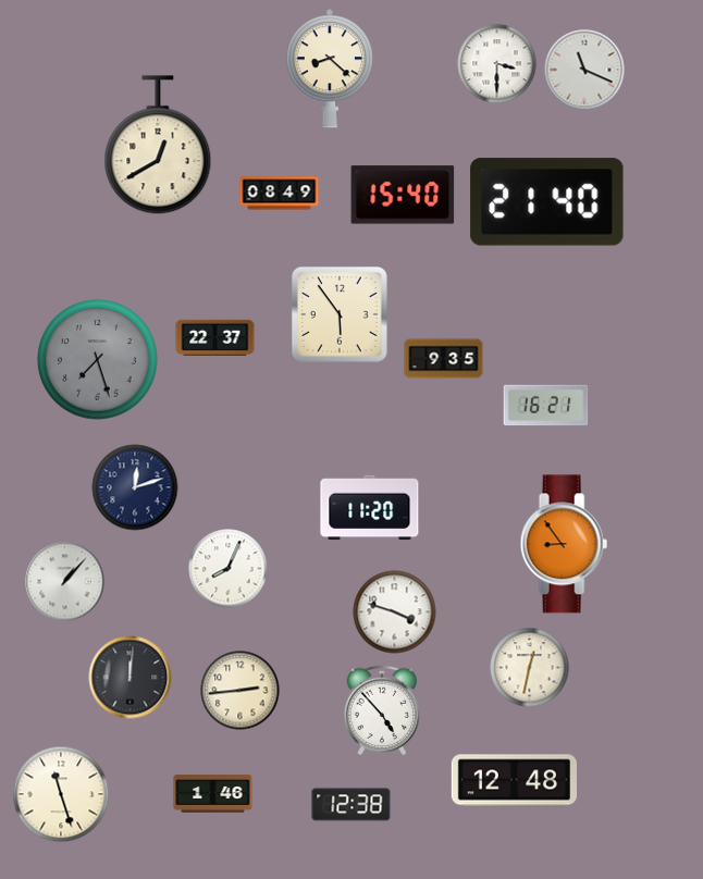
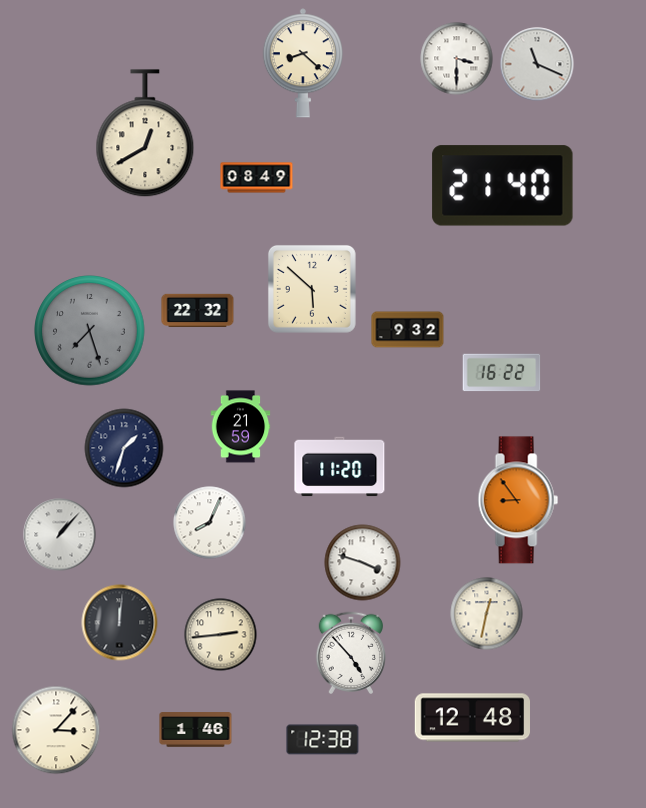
clock at (403, 195): 15:40 -> none
clock at (340, 314): 5:54 -> 5:52
clock at (215, 337): 22:37 -> 22:32
clock at (444, 359): 9:35 -> 9:32
clock at (546, 406): 16:21 -> 16:22
clock at (241, 427): none -> 21:59
clock at (135, 487): 12:12 -> 1:33
clock at (61, 794): 11:27 -> 3:07
